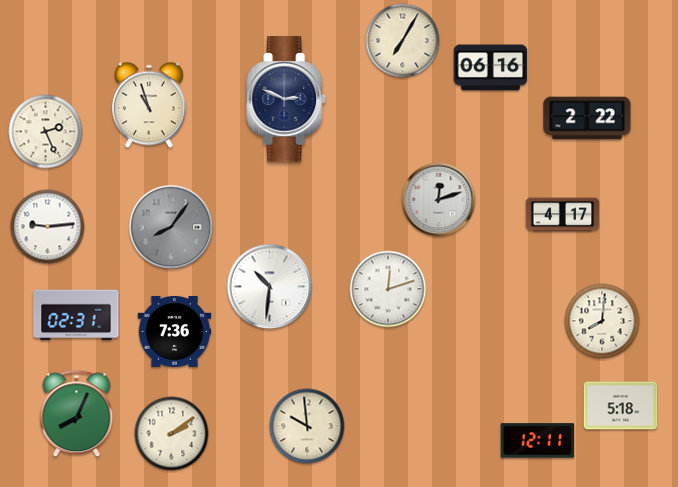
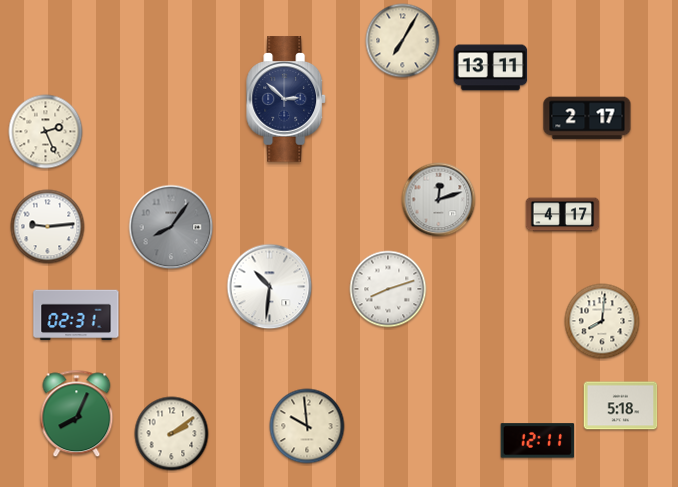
clock at (491, 68): 06:16 -> 13:11
clock at (287, 99): 2:49 -> 2:52
clock at (150, 105): 10:57 -> none
clock at (587, 118): 2:22 -> 2:17
clock at (388, 289): 12:12 -> 8:12
clock at (175, 331): 7:36 -> none
